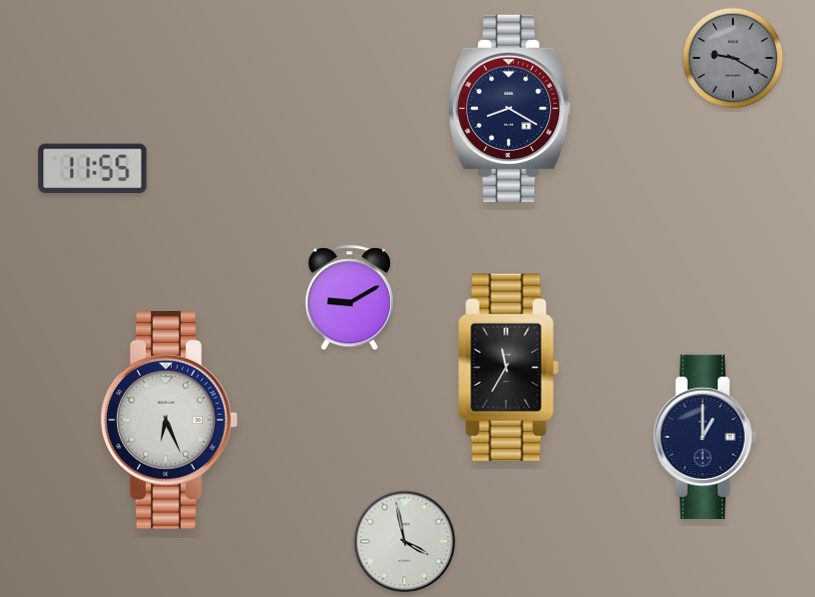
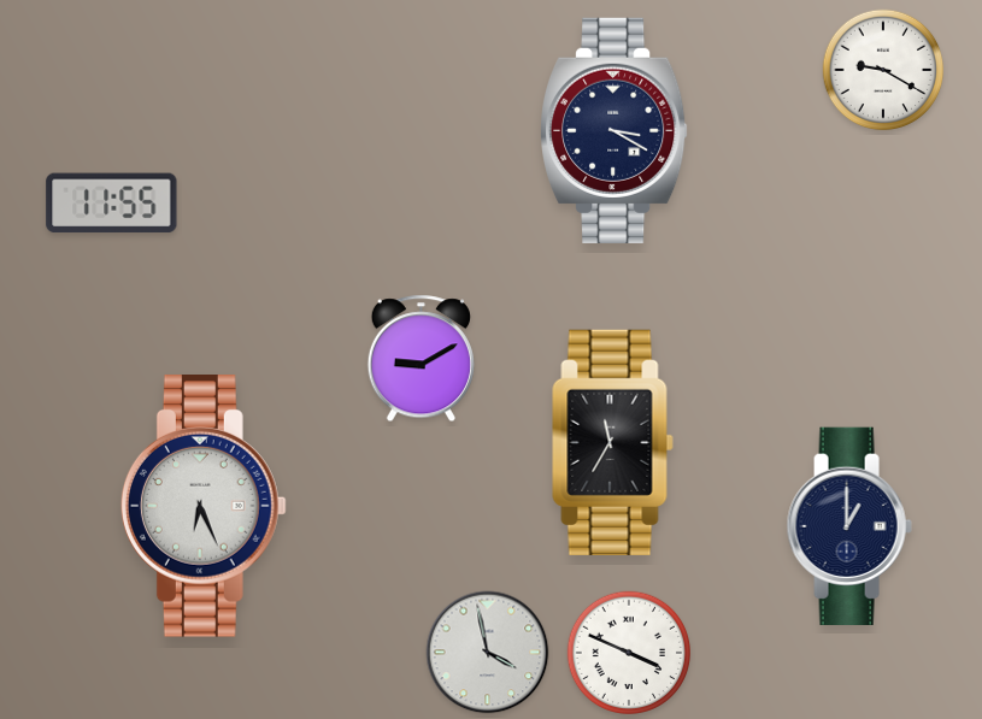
clock at (733, 58) dial: grey -> white
clock at (510, 108): 8:20 -> 3:20
clock at (628, 652): none -> 3:49
